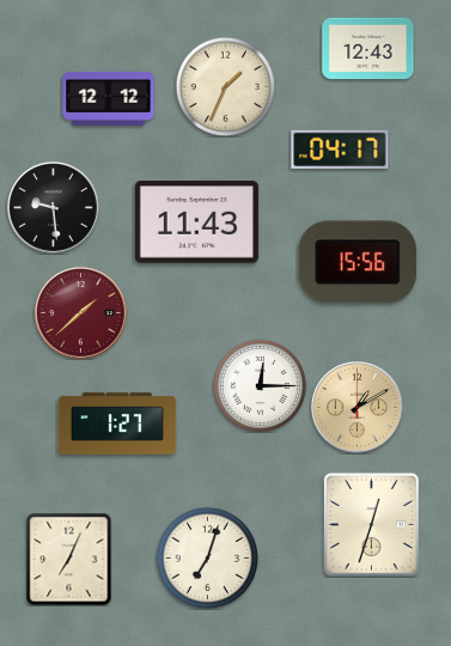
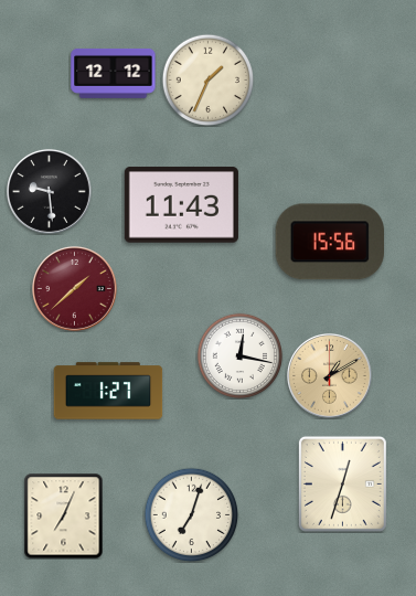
clock at (368, 49): 12:43 -> none
clock at (109, 98) position: (109, 98) -> (114, 73)
clock at (340, 150): 04:17 -> none
clock at (260, 385): 12:15 -> 12:17
